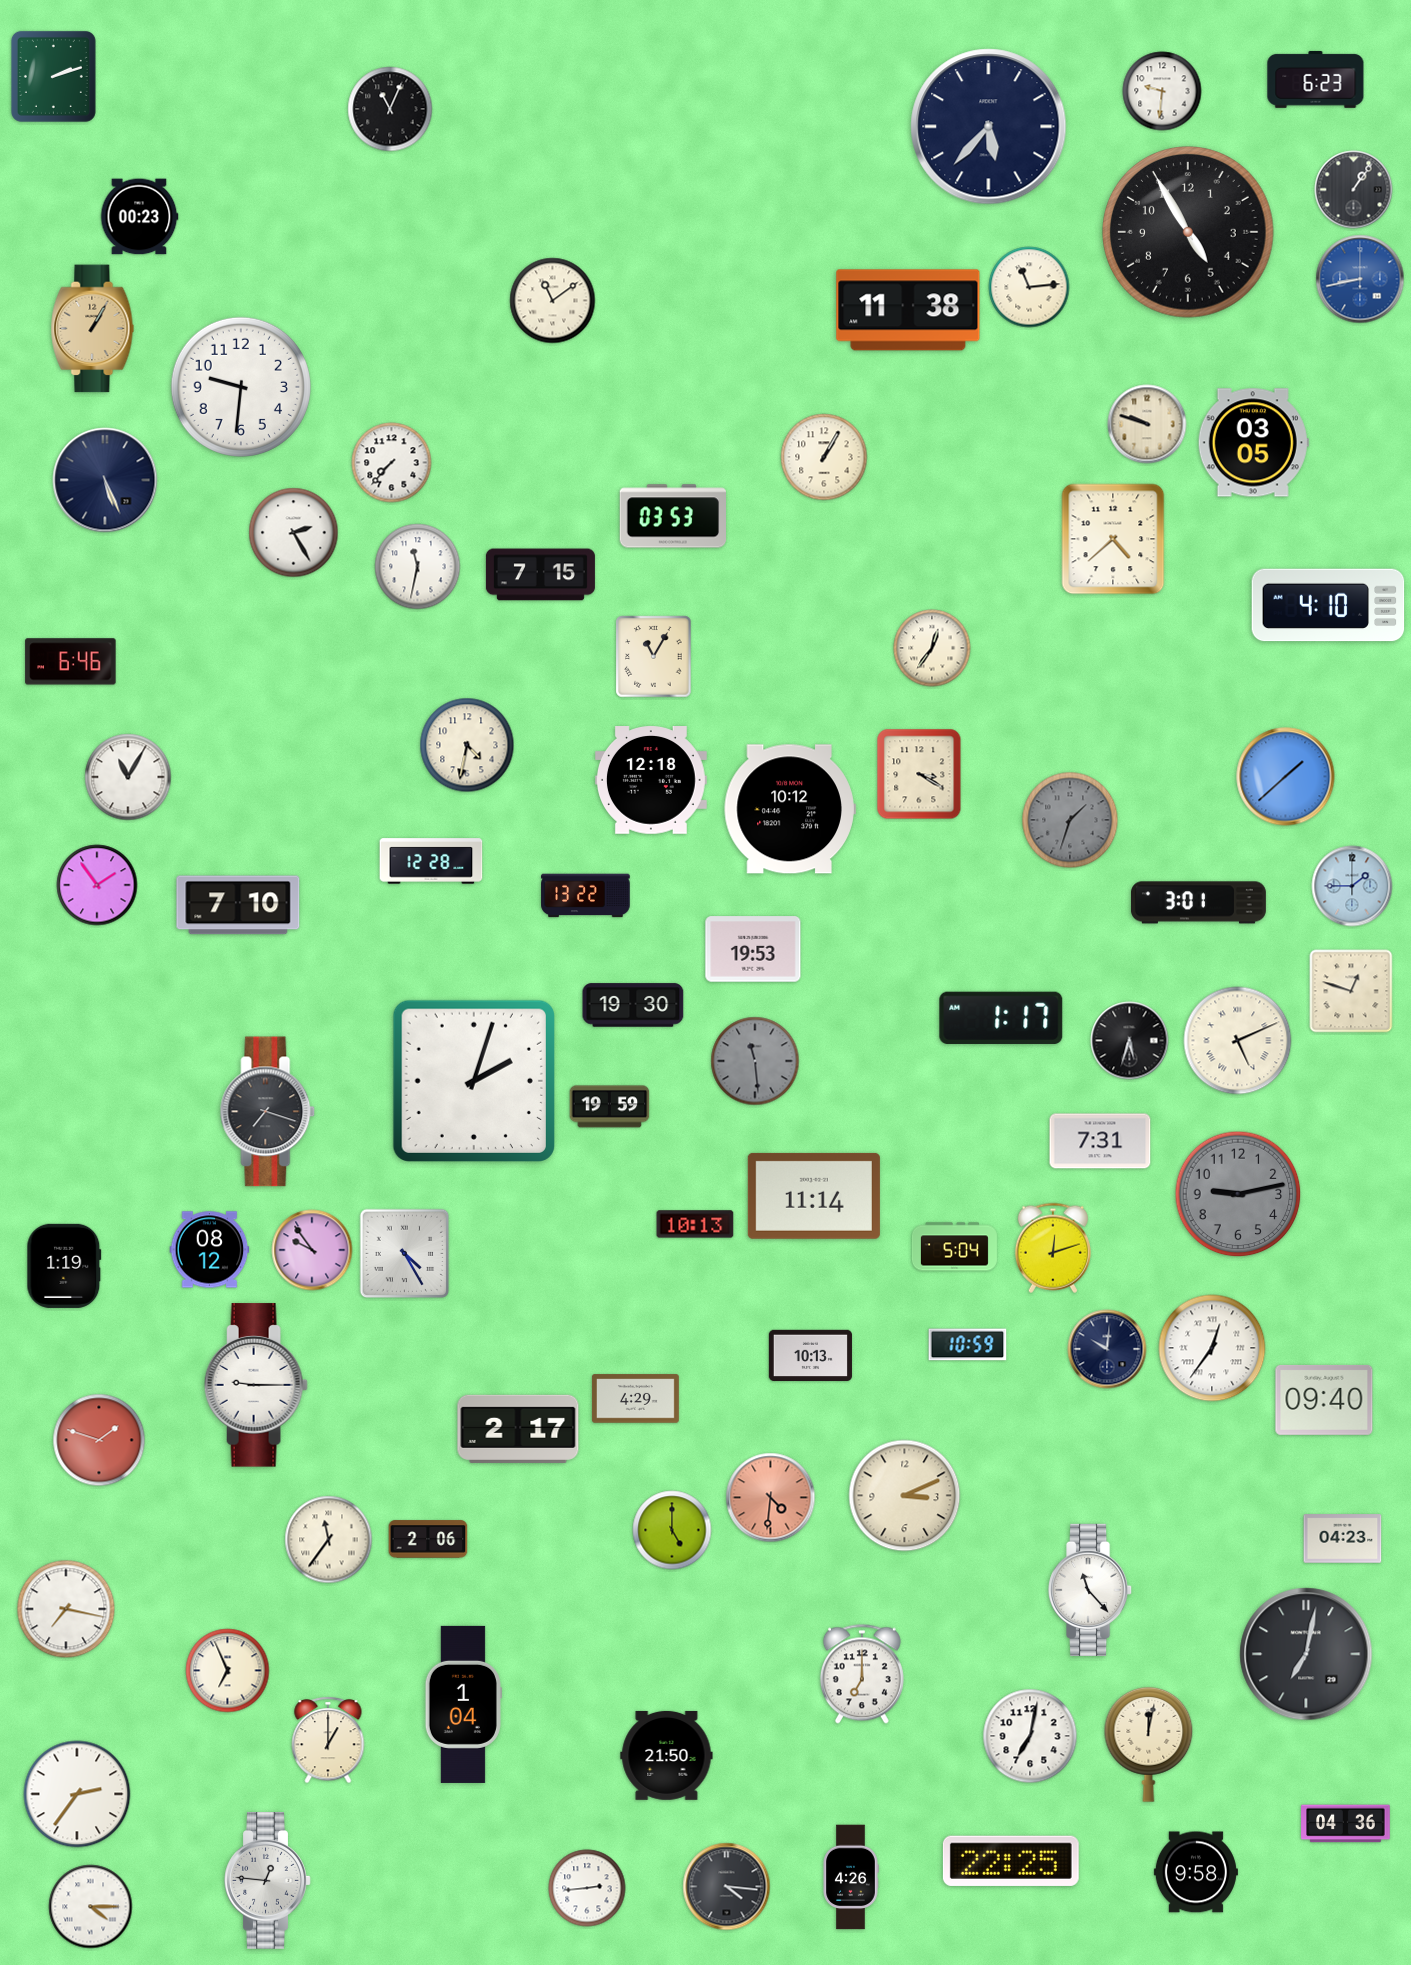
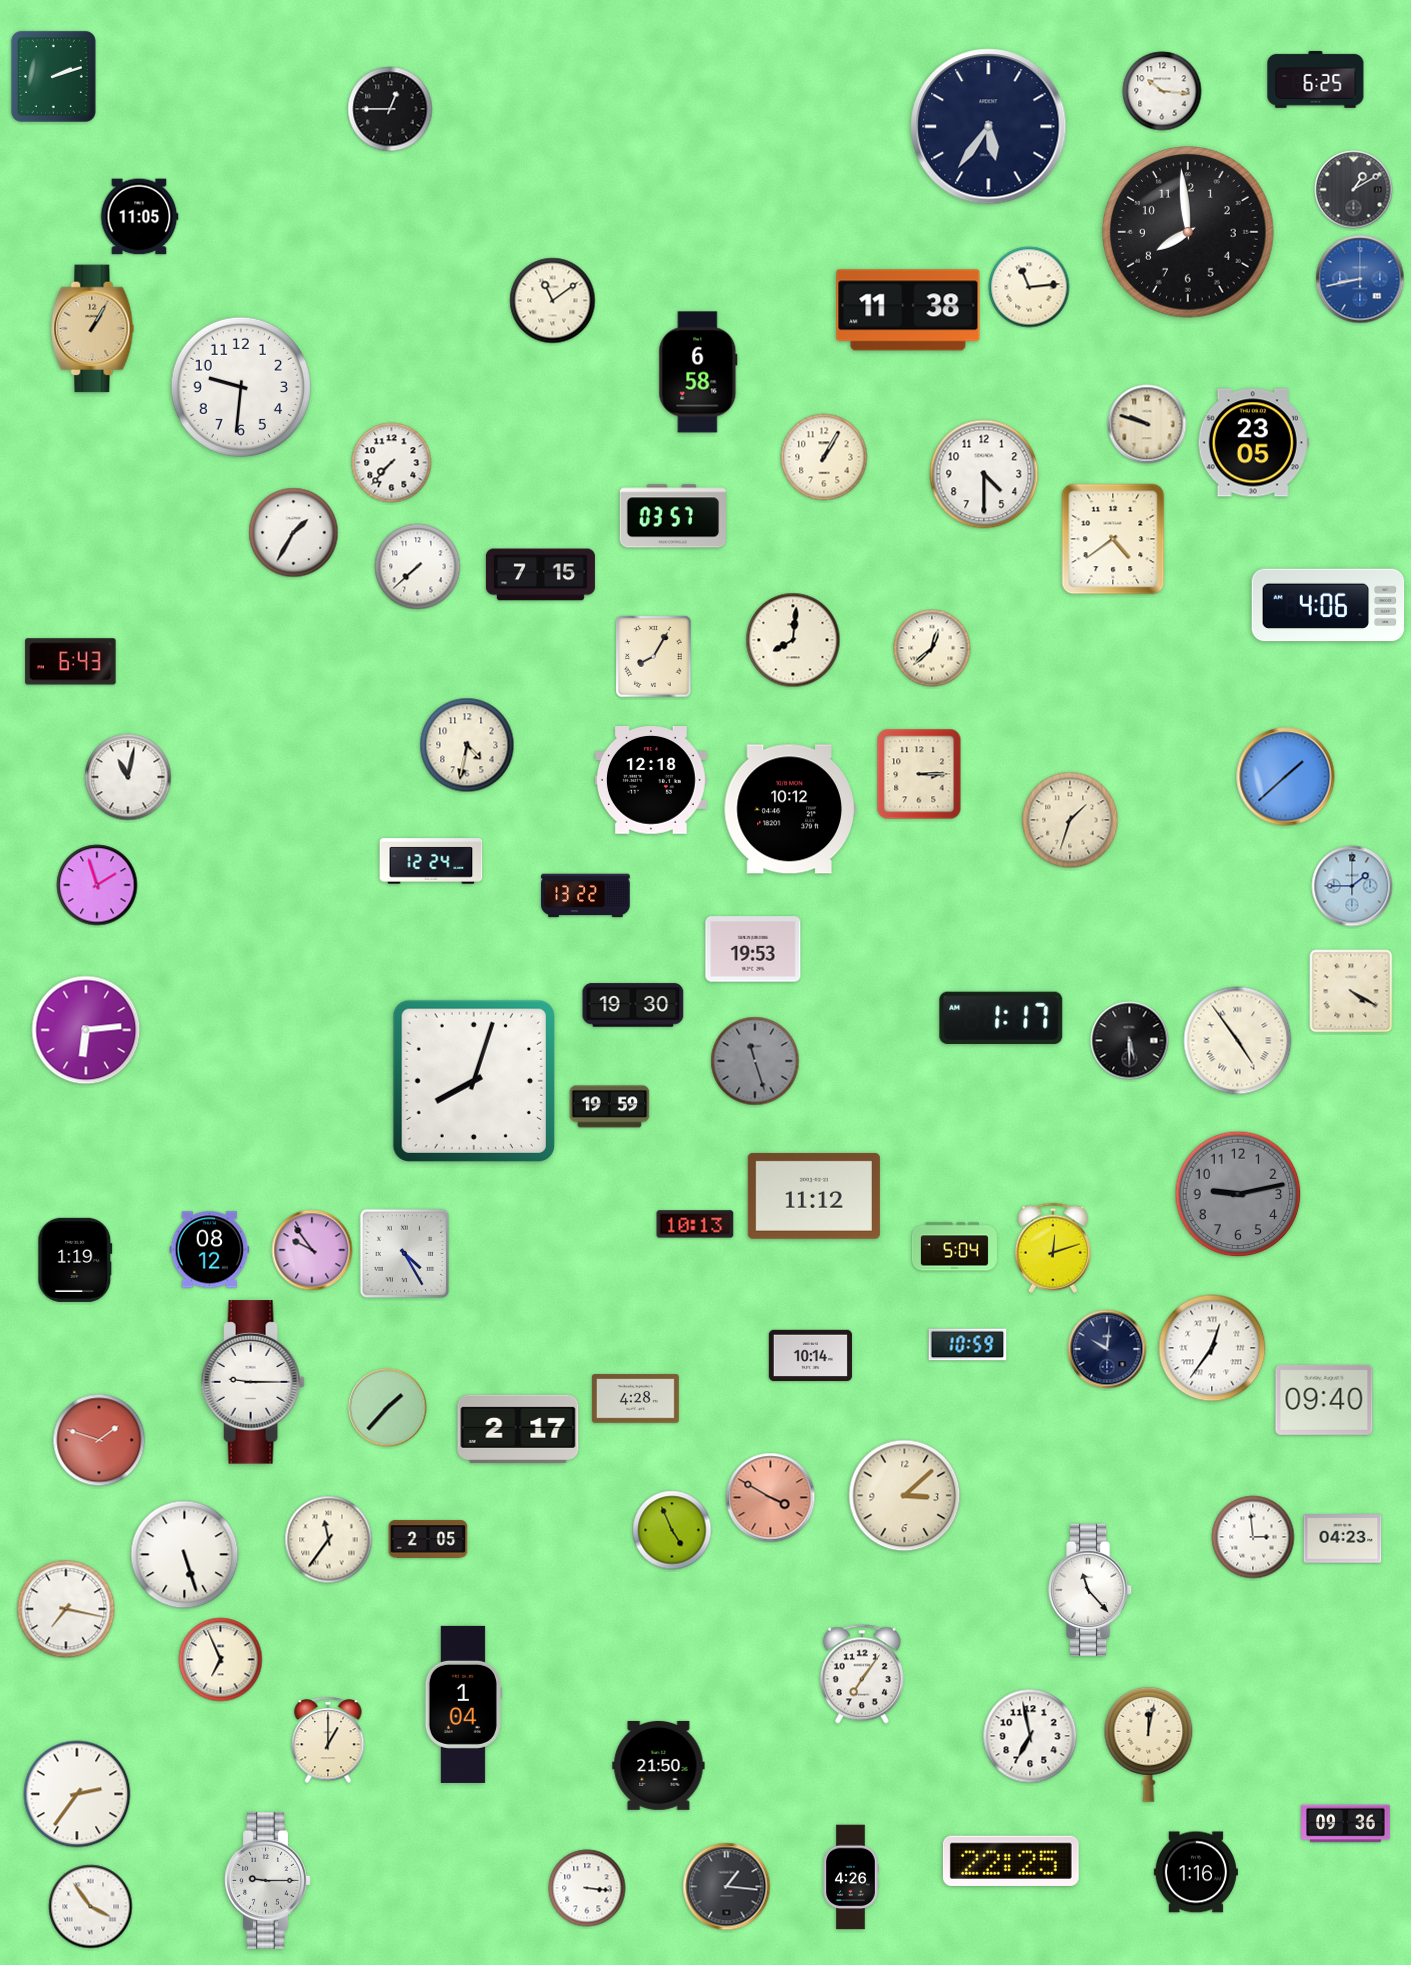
clock at (1316, 79): 6:23 -> 6:25
clock at (1162, 91): 9:31 -> 10:16
clock at (390, 109): 11:04 -> 12:45
clock at (989, 127): 5:37 -> 5:36
clock at (1354, 190): 1:06 -> 1:10
clock at (139, 217): 00:23 -> 11:05
clock at (1188, 232): 4:55 -> 7:59
clock at (698, 372): none -> 6:58
clock at (1253, 443): 03:05 -> 23:05
clock at (984, 474): none -> 4:30
clock at (105, 480): 5:26 -> none
clock at (672, 516): 03:53 -> 03:57
clock at (294, 533): 2:25 -> 1:35
clock at (1113, 539): 4:38 -> 4:39
clock at (418, 567): 11:32 -> 7:38
clock at (1328, 605): 4:10 -> 4:06
clock at (793, 640): none -> 8:01
clock at (932, 648): 12:36 -> 12:38
clock at (654, 657): 11:05 -> 8:05
clock at (71, 662): 6:46 -> 6:43
clock at (919, 774): 3:20 -> 3:15
clock at (128, 777): 11:05 -> 11:02
clock at (1070, 820) dial: grey -> cream
clock at (431, 861): 12:28 -> 12:24
clock at (97, 885): 1:54 -> 1:57
clock at (1198, 903): 3:01 -> none
clock at (238, 905): 7:10 -> none
clock at (1351, 991): 12:48 -> 4:20
clock at (86, 1030): none -> 6:14
clock at (1130, 1041): 5:33 -> 5:30
clock at (1238, 1041): 5:11 -> 4:54
clock at (755, 1061): 11:29 -> 11:27
clock at (474, 1081): 2:03 -> 8:03
clock at (268, 1112): 7:18 -> none
clock at (1100, 1141): 7:31 -> none
clock at (814, 1196): 11:14 -> 11:12
clock at (64, 1266) position: (64, 1266) -> (75, 1260)
clock at (810, 1356): 10:13 -> 10:14
clock at (256, 1385) position: (256, 1385) -> (253, 1382)
clock at (635, 1399): 4:29 -> 4:28
clock at (388, 1408): none -> 1:37
clock at (905, 1496): 3:11 -> 3:08
clock at (771, 1498): 4:31 -> 3:50
clock at (672, 1530): 5:00 -> 4:56
clock at (1253, 1537): none -> 2:59
clock at (428, 1539): 2:06 -> 2:05
clock at (185, 1555): none -> 5:27
clock at (1306, 1654): 7:02 -> none
clock at (228, 1671) position: (228, 1671) -> (221, 1660)
clock at (862, 1674): 7:00 -> 7:06
clock at (1030, 1736): 7:02 -> 6:58
clock at (667, 1756) position: (667, 1756) -> (659, 1766)
clock at (1346, 1824): 04:36 -> 09:36
clock at (1196, 1872): 9:58 -> 1:16
clock at (268, 1881): 12:46 -> 9:15
clock at (727, 1887): 4:16 -> 1:16
clock at (587, 1888): 2:44 -> 3:16
clock at (91, 1907): 4:15 -> 3:54
